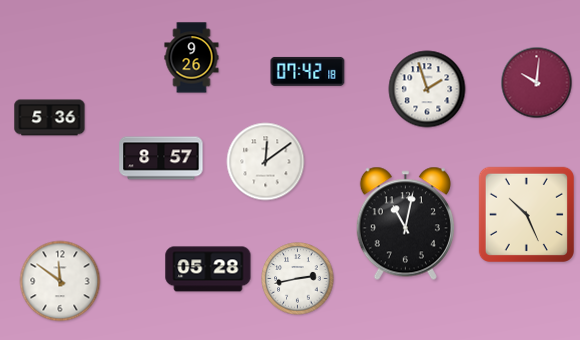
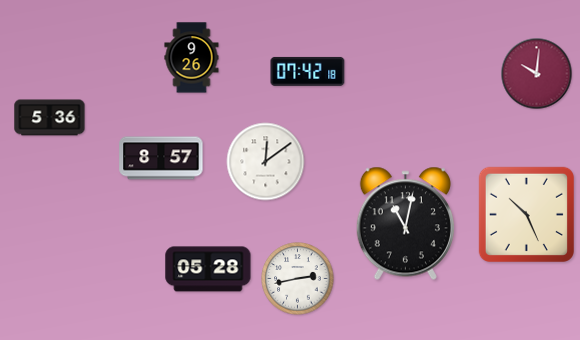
clock at (537, 83) position: (537, 83) -> (537, 74)
clock at (427, 89): 1:57 -> none
clock at (60, 281): 11:51 -> none
